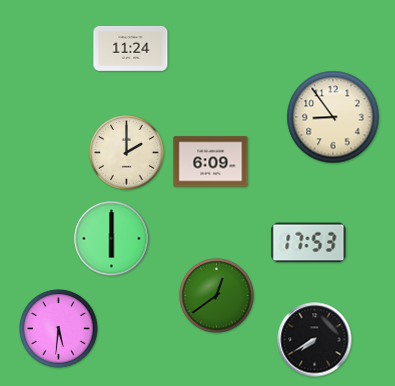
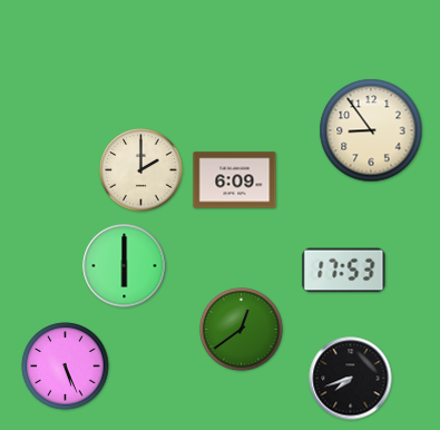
clock at (131, 48): 11:24 -> none
clock at (59, 329): 5:31 -> 5:26
clock at (315, 340): 7:40 -> 7:42
